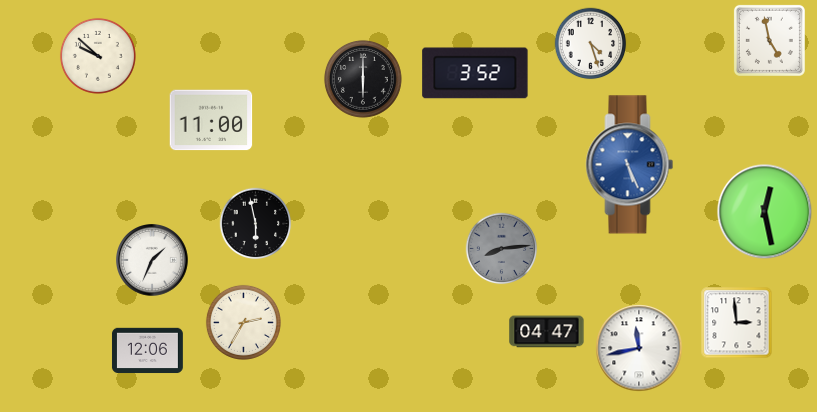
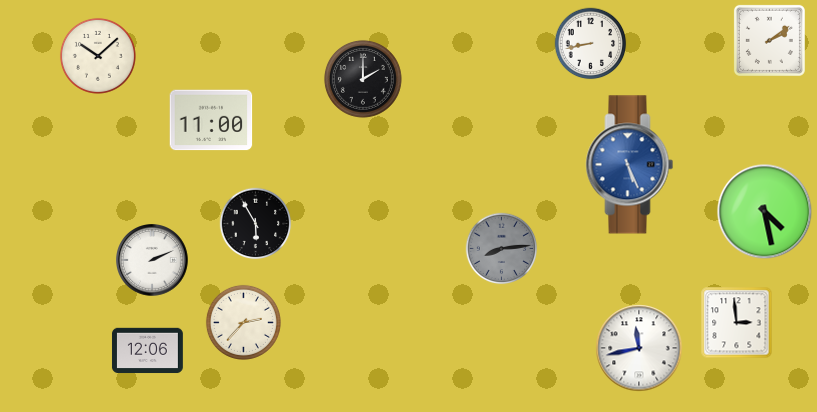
clock at (769, 40): 4:58 -> 2:09
clock at (591, 44): 4:27 -> 8:43
clock at (98, 56): 9:52 -> 10:08
clock at (475, 73): 3:52 -> none
clock at (363, 79): 6:00 -> 2:00
clock at (765, 212): 12:28 -> 4:28
clock at (256, 224): 5:58 -> 5:55
clock at (153, 261): 1:34 -> 2:11
clock at (243, 322): 2:35 -> 2:37
clock at (547, 332): 04:47 -> none
